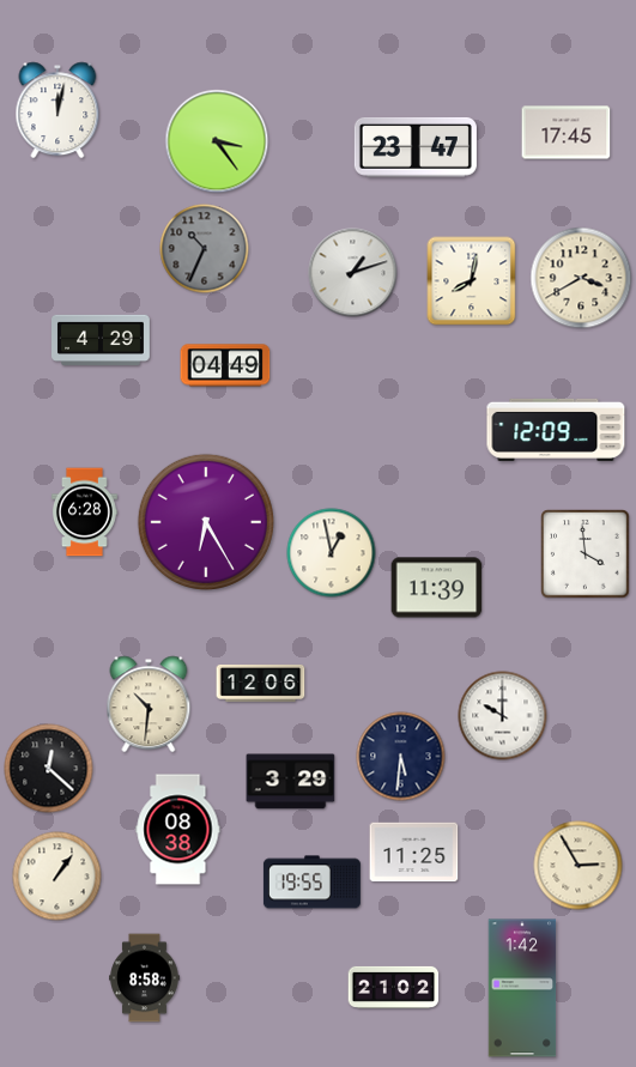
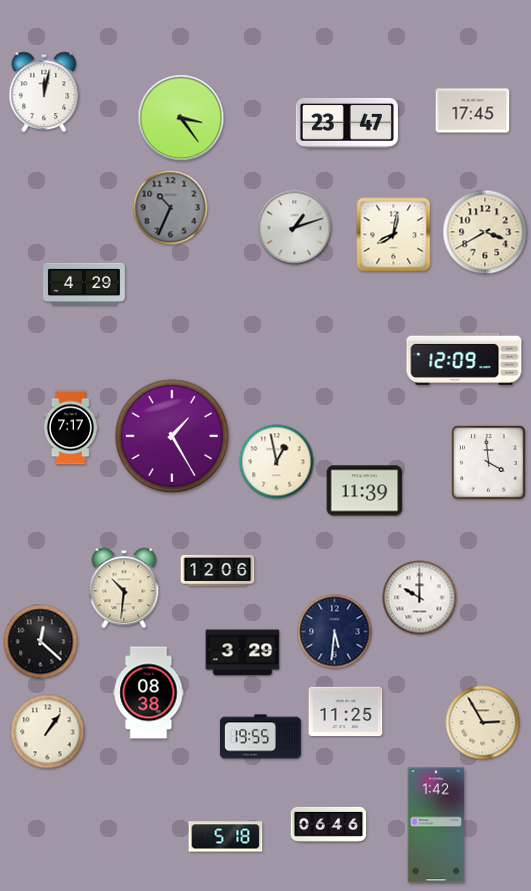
clock at (57, 110) position: (57, 110) -> (44, 92)
clock at (225, 365): 04:49 -> none
clock at (85, 513): 6:28 -> 7:17
clock at (206, 522): 6:25 -> 1:25
clock at (145, 978): 8:58 -> none
clock at (394, 987): 21:02 -> 06:46
clock at (226, 837): none -> 5:18
